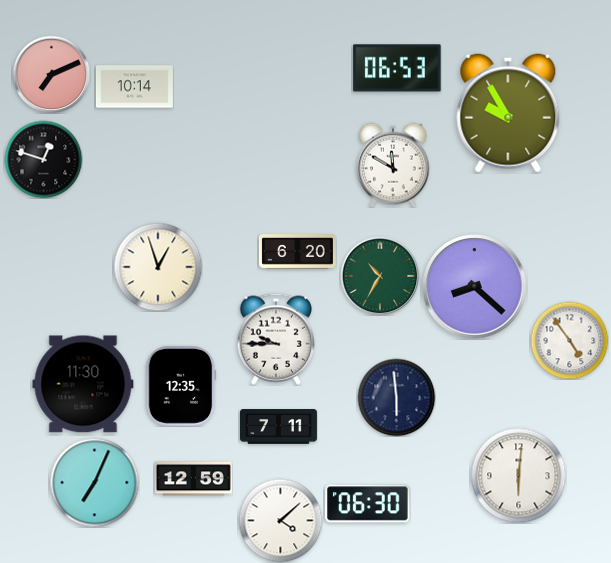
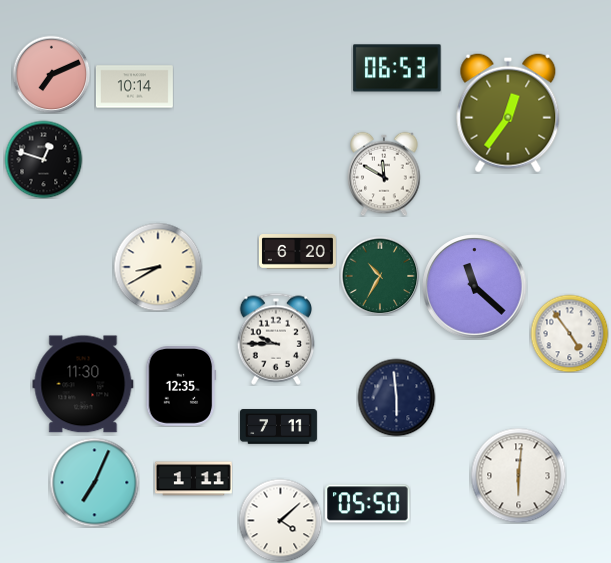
clock at (508, 113): 9:55 -> 12:36
clock at (393, 165) position: (393, 165) -> (384, 174)
clock at (158, 267): 12:57 -> 8:40
clock at (475, 287): 8:22 -> 11:22
clock at (569, 340) position: (569, 340) -> (569, 333)
clock at (193, 479): 12:59 -> 1:11
clock at (368, 504): 06:30 -> 05:50
